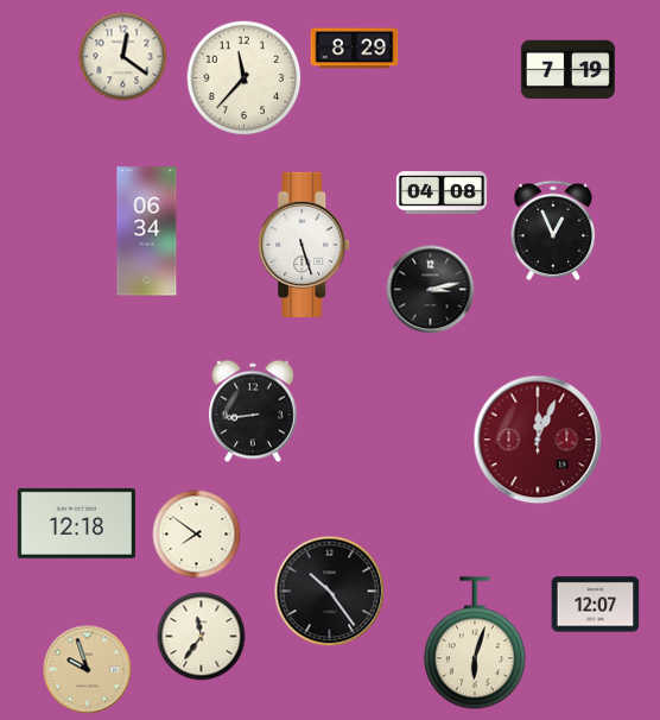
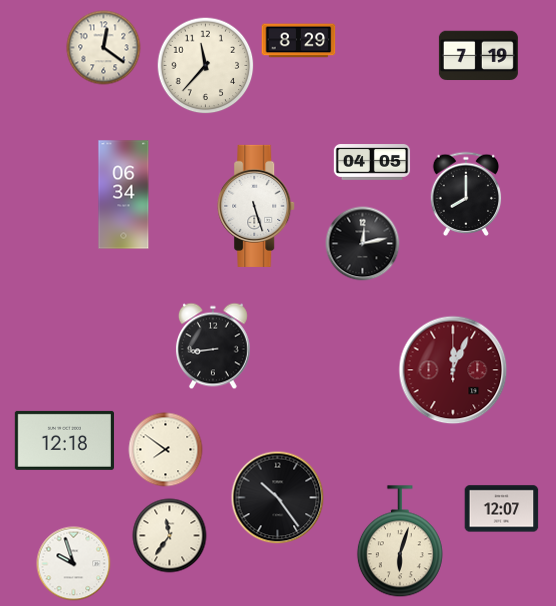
clock at (567, 70) position: (567, 70) -> (478, 56)
clock at (442, 194): 04:08 -> 04:05
clock at (553, 229): 12:56 -> 8:00
clock at (431, 290): 3:13 -> 12:13
clock at (88, 670) dial: champagne -> white
